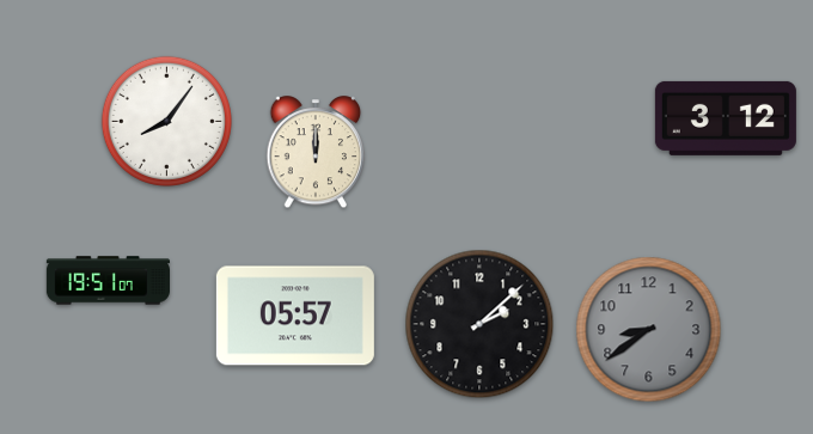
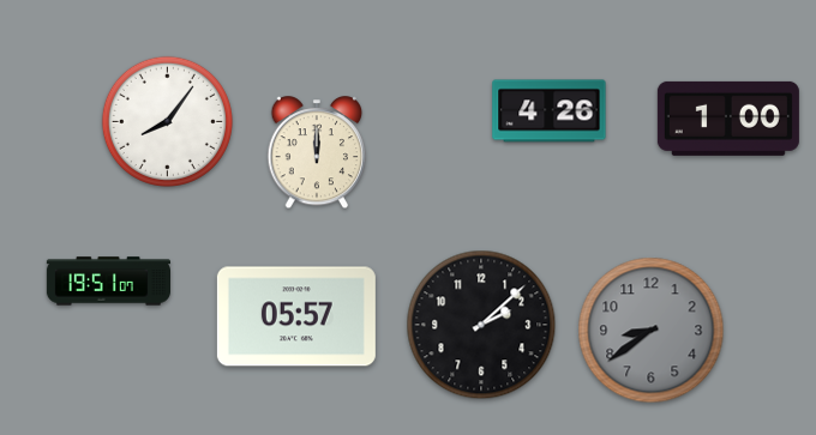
clock at (550, 111): none -> 4:26
clock at (726, 118): 3:12 -> 1:00
